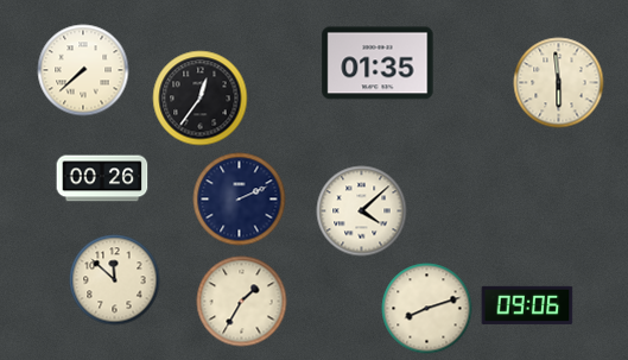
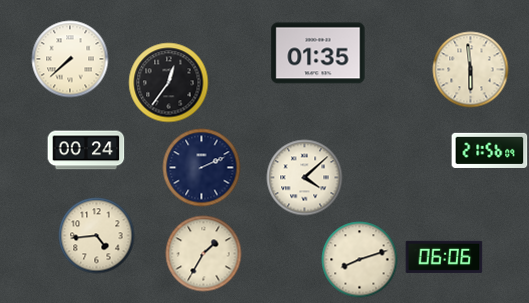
clock at (102, 178): 00:26 -> 00:24
clock at (490, 150): none -> 21:56
clock at (115, 280): 11:52 -> 4:44
clock at (527, 305): 09:06 -> 06:06
